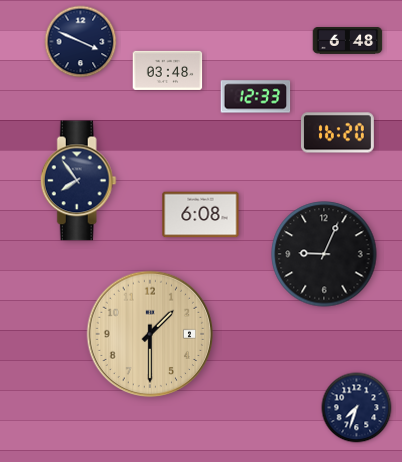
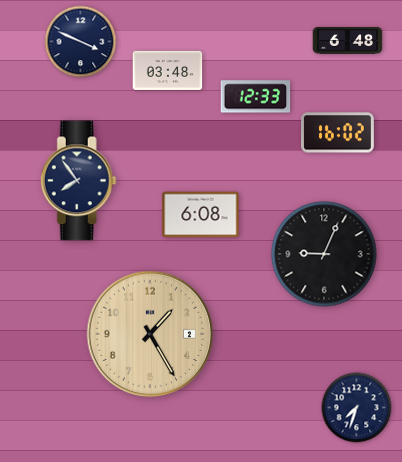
clock at (338, 133): 16:20 -> 16:02
clock at (150, 334): 1:30 -> 1:25
